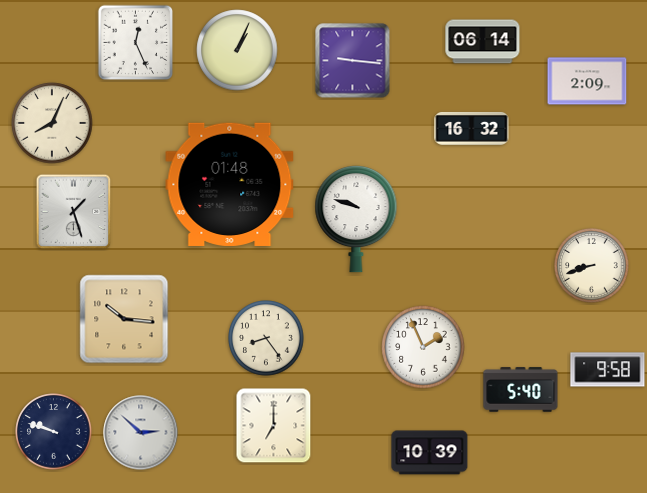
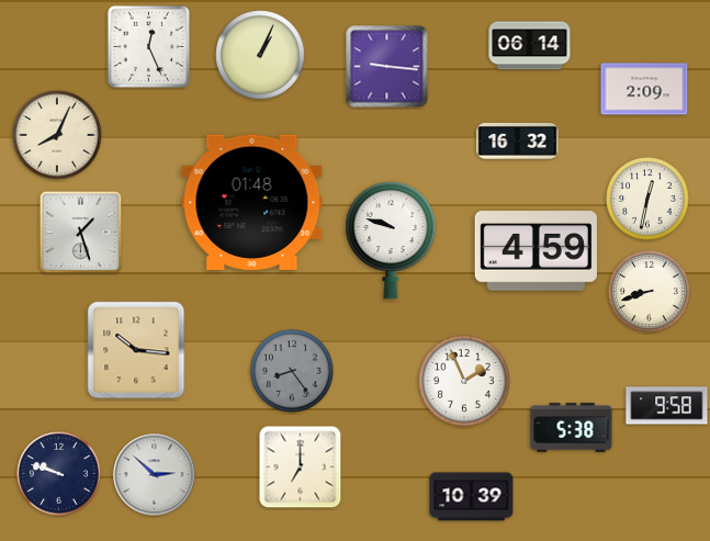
clock at (647, 199): none -> 12:32
clock at (536, 251): none -> 4:59
clock at (266, 338) dial: cream -> grey
clock at (521, 390): 5:40 -> 5:38
